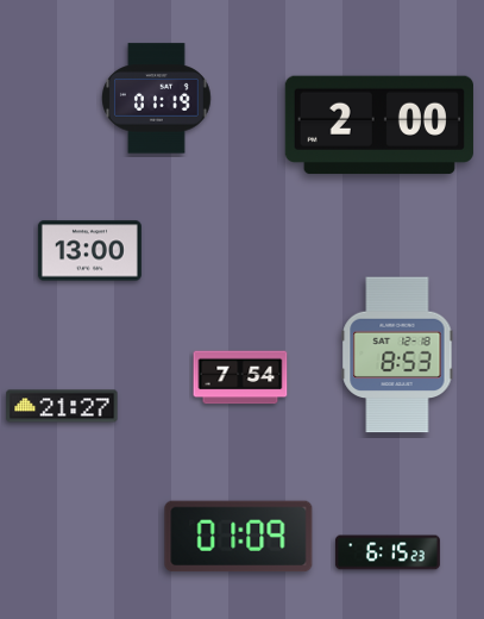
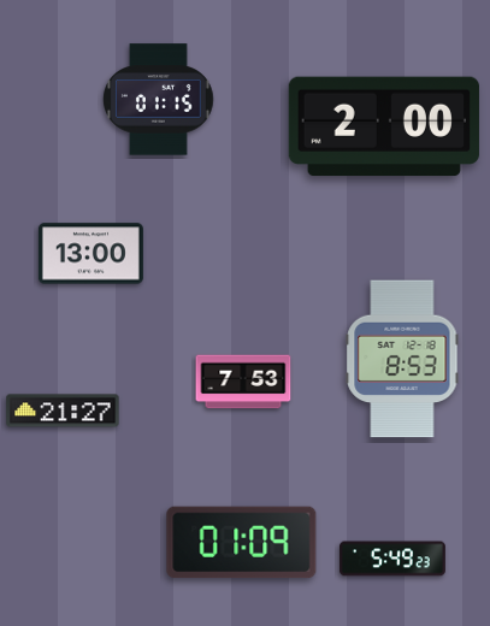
clock at (157, 99): 01:19 -> 01:15
clock at (240, 377): 7:54 -> 7:53
clock at (388, 552): 6:15 -> 5:49
